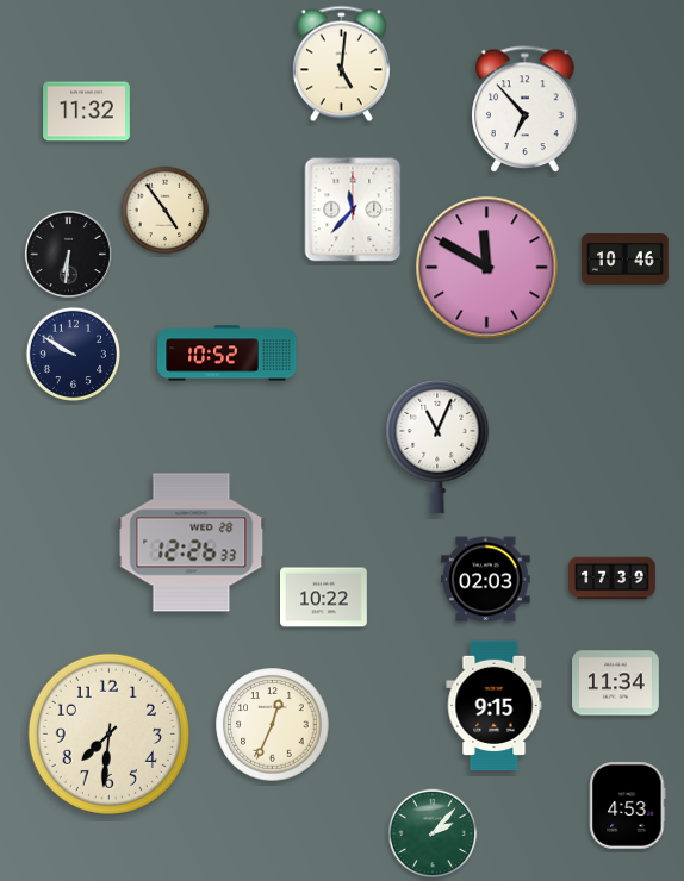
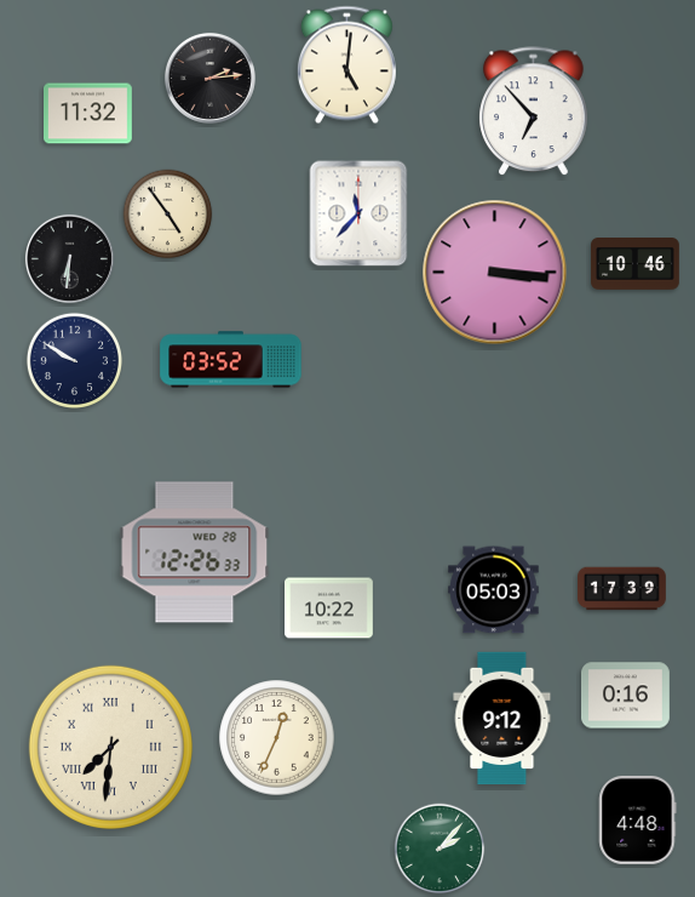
clock at (209, 78): none -> 2:14
clock at (487, 268): 11:50 -> 3:16
clock at (228, 354): 10:52 -> 03:52
clock at (437, 445): 11:04 -> none
clock at (486, 580): 02:03 -> 05:03
clock at (616, 683): 11:34 -> 0:16
clock at (495, 706): 9:15 -> 9:12
clock at (108, 733) numerals: Arabic -> Roman
clock at (628, 805): 4:53 -> 4:48
